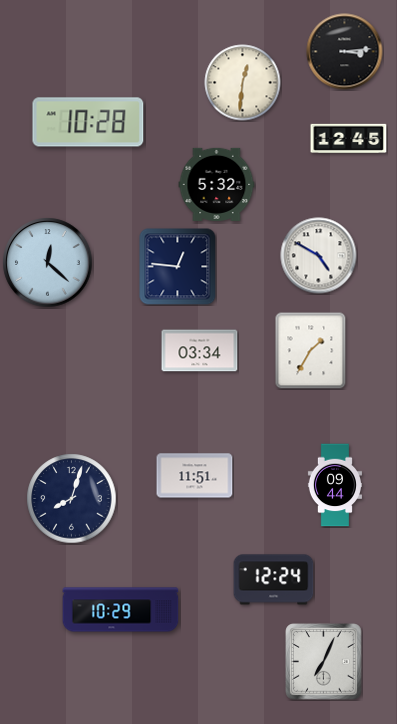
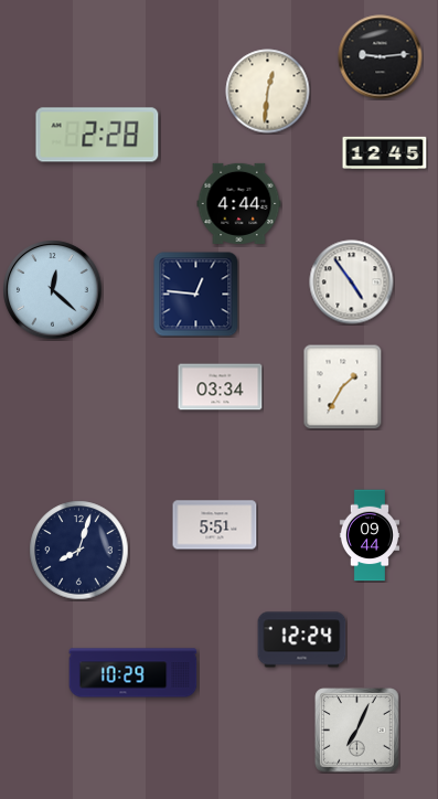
clock at (345, 52): 3:14 -> 9:14
clock at (88, 122): 10:28 -> 2:28
clock at (217, 184): 5:32 -> 4:44
clock at (319, 256): 4:50 -> 4:54
clock at (195, 476): 11:51 -> 5:51
